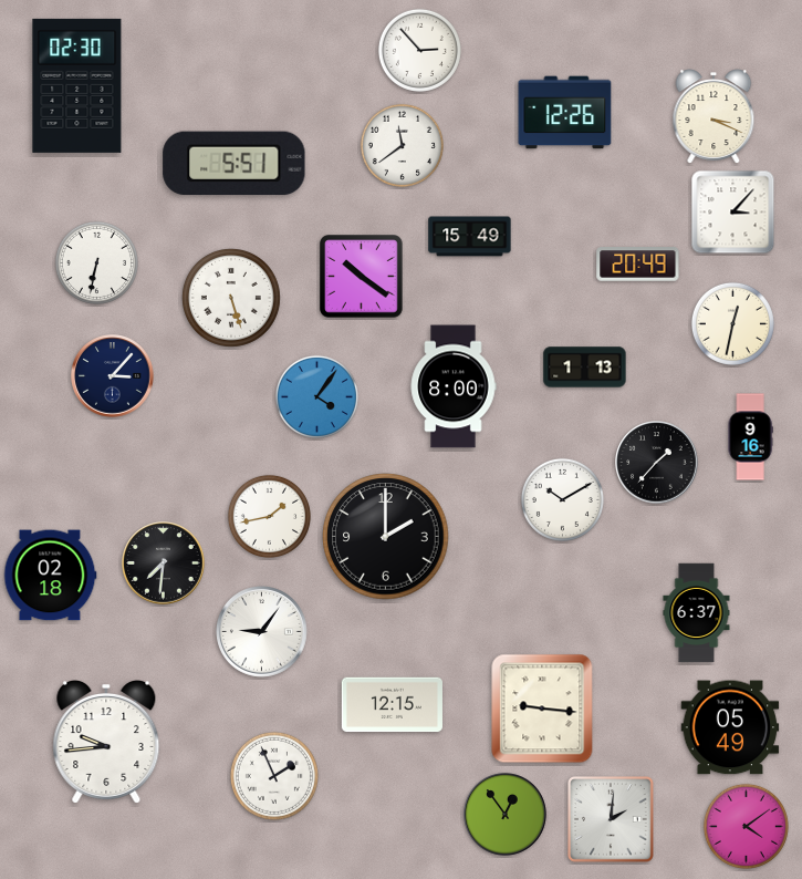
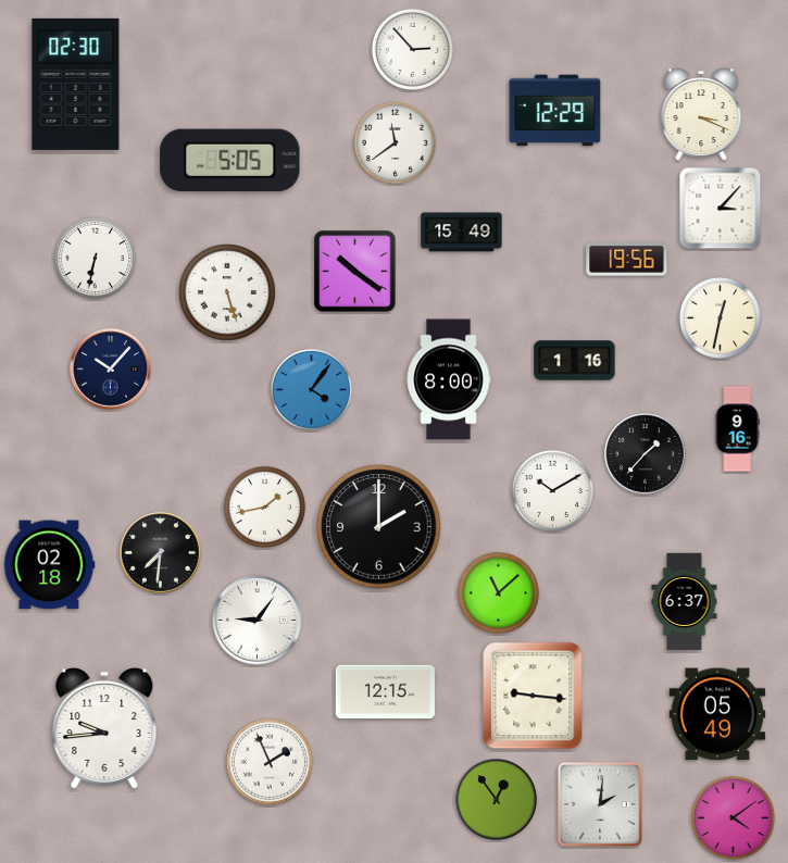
clock at (565, 113): 12:26 -> 12:29
clock at (235, 164): 5:51 -> 5:05
clock at (638, 265): 20:49 -> 19:56
clock at (585, 368): 1:13 -> 1:16
clock at (113, 376): 3:07 -> 10:07
clock at (454, 386) position: (454, 386) -> (449, 379)
clock at (498, 592): none -> 11:08
clock at (746, 826) position: (746, 826) -> (733, 817)
